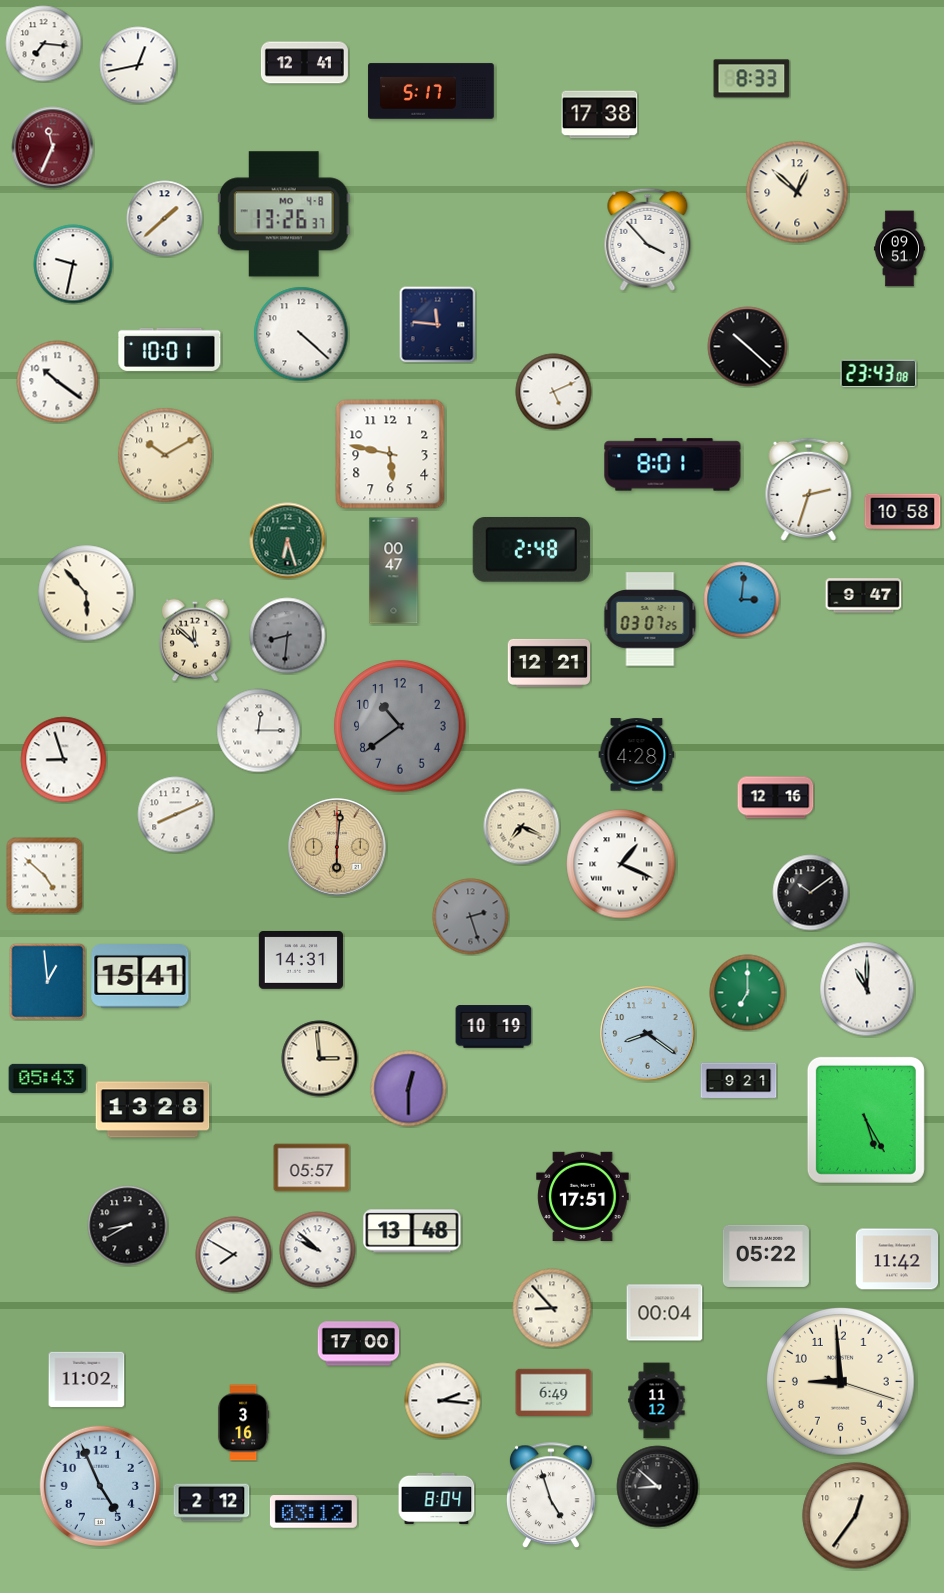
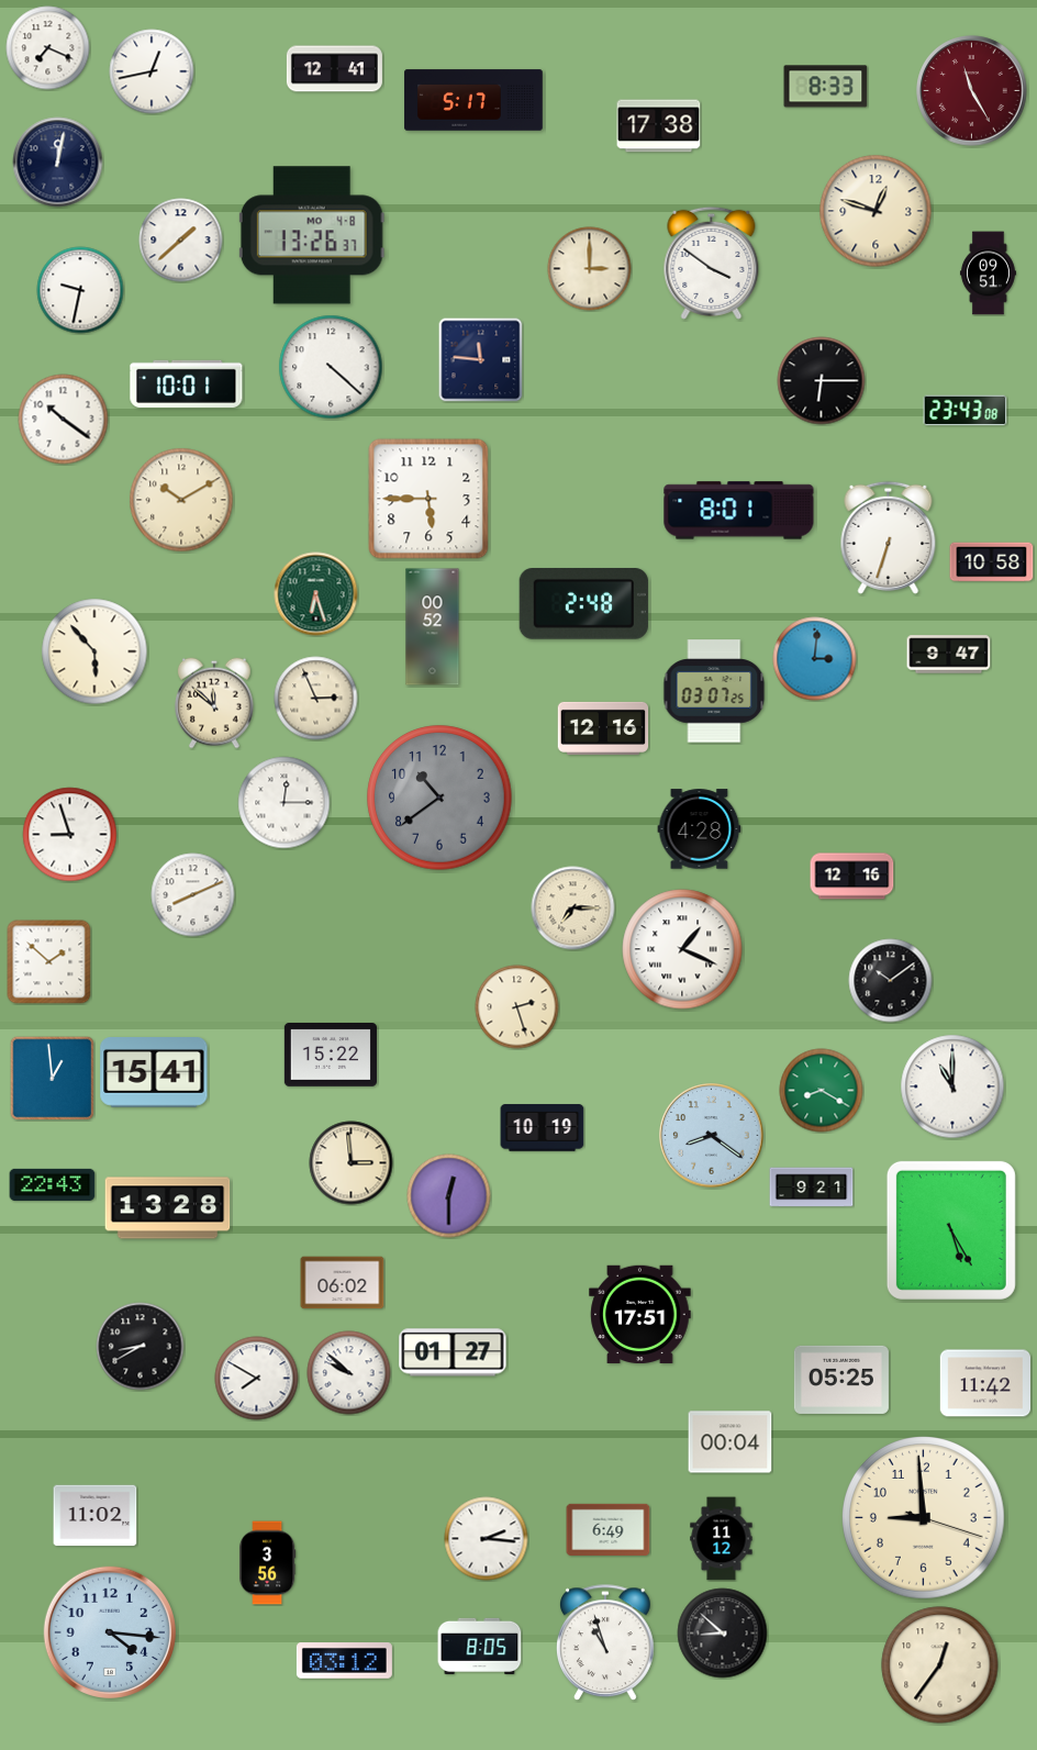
clock at (44, 44): 7:16 -> 7:19
clock at (972, 91): none -> 11:25
clock at (53, 148): 11:34 -> 12:02
clock at (53, 148) dial: burgundy -> navy
clock at (797, 192): 12:52 -> 12:48
clock at (648, 239): 3:53 -> 3:51
clock at (590, 269): none -> 3:00
clock at (438, 325) position: (438, 325) -> (481, 360)
clock at (748, 347): 10:22 -> 6:15
clock at (554, 392): 5:11 -> none
clock at (390, 454): 5:47 -> 5:45
clock at (809, 489): 2:33 -> 6:33
clock at (394, 571): 00:47 -> 00:52
clock at (650, 619) position: (650, 619) -> (714, 691)
clock at (288, 636): 8:31 -> 2:56
clock at (288, 636) dial: grey -> cream
clock at (549, 663): 12:21 -> 12:16
clock at (522, 827): 7:19 -> 7:15
clock at (337, 847): 6:01 -> none
clock at (45, 876): 4:52 -> 1:52
clock at (471, 917) dial: grey -> cream
clock at (301, 961): 14:31 -> 15:22
clock at (748, 993): 7:00 -> 8:20
clock at (48, 1078): 05:43 -> 22:43
clock at (153, 1110) position: (153, 1110) -> (168, 1208)
clock at (312, 1168): 05:57 -> 06:02
clock at (412, 1231): 13:48 -> 01:27
clock at (766, 1256): 05:22 -> 05:25
clock at (552, 1308): 8:53 -> none
clock at (359, 1344): 17:00 -> none
clock at (243, 1423): 3:16 -> 3:56
clock at (99, 1485): 4:56 -> 4:16
clock at (552, 1496): 4:57 -> 10:57
clock at (437, 1498): 8:04 -> 8:05
clock at (212, 1503): 2:12 -> none
